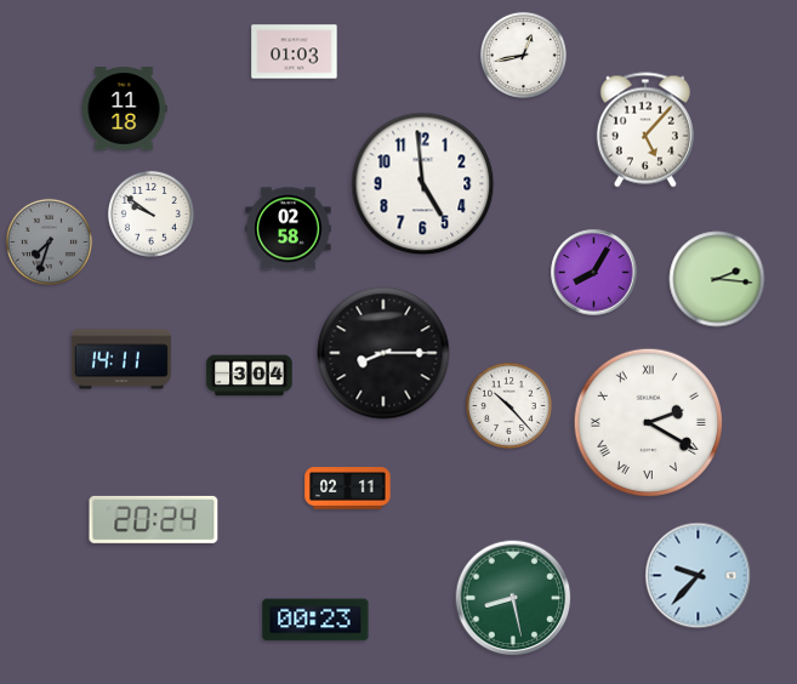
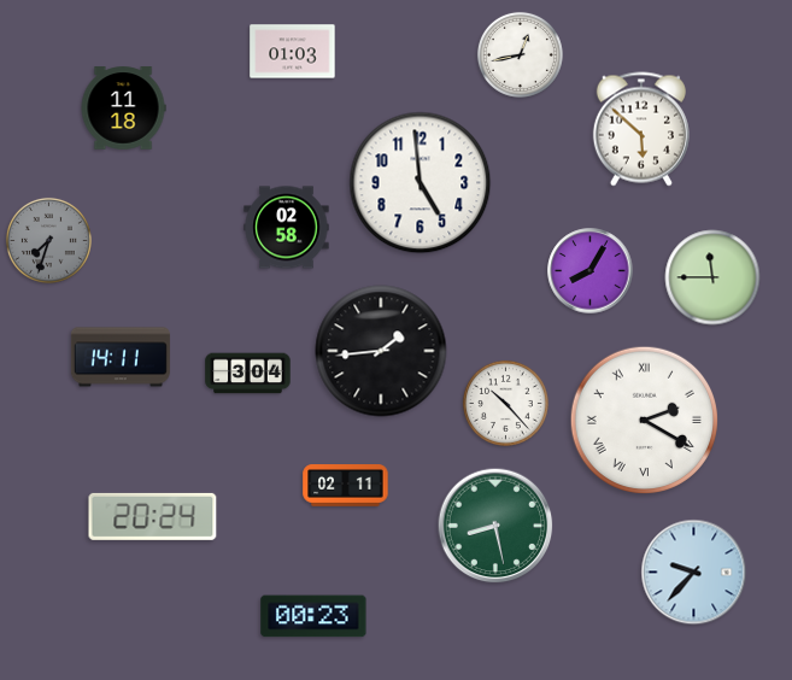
clock at (645, 130): 5:07 -> 5:52
clock at (150, 213): 9:51 -> none
clock at (717, 279): 2:16 -> 11:45
clock at (383, 353): 8:15 -> 1:44
clock at (513, 598) position: (513, 598) -> (495, 526)
